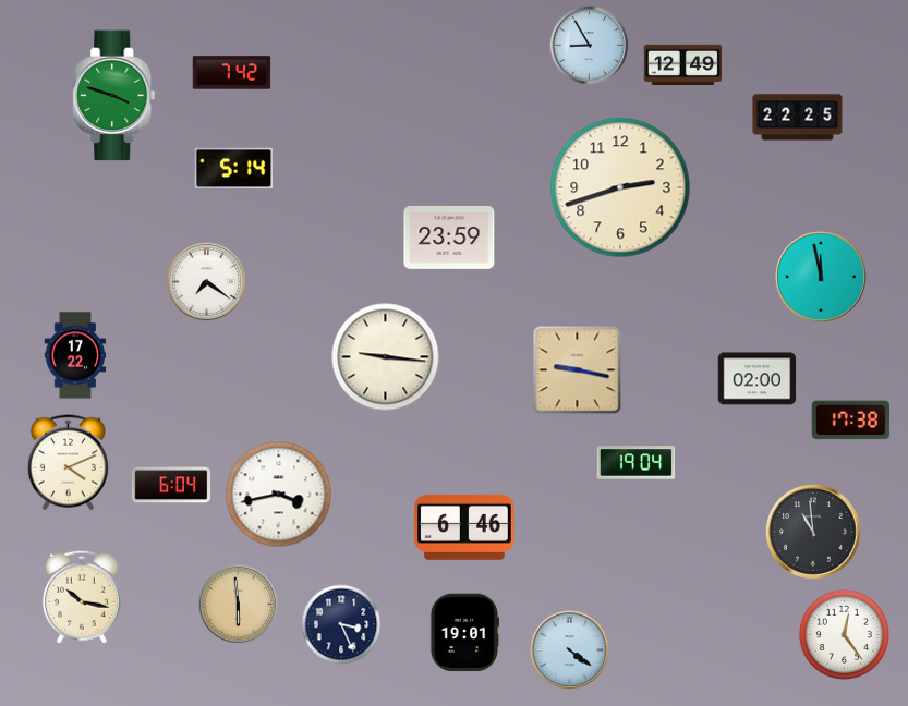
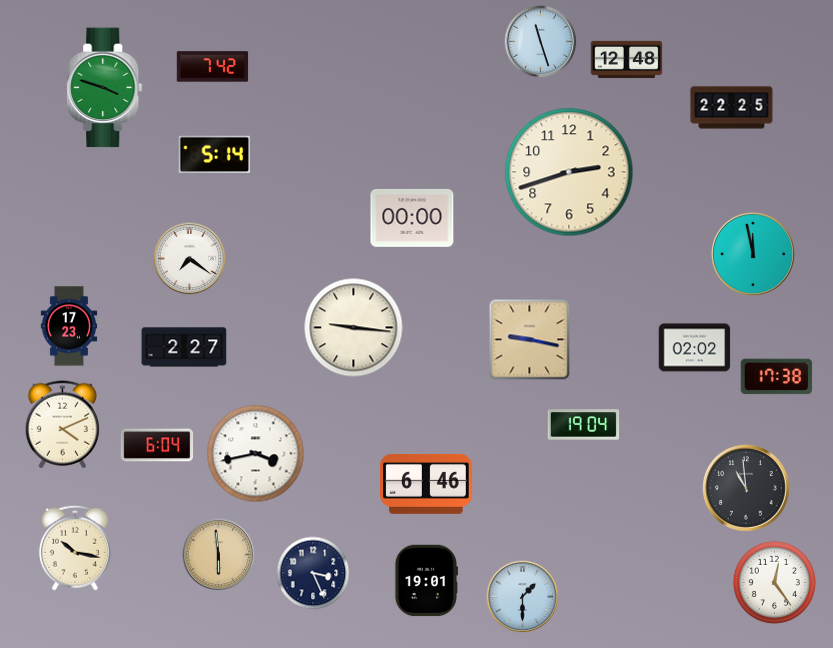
clock at (590, 46): 8:55 -> 11:27
clock at (683, 65): 12:49 -> 12:48
clock at (449, 238): 23:59 -> 00:00
clock at (75, 355): 17:22 -> 17:23
clock at (184, 347): none -> 2:27
clock at (758, 379): 02:00 -> 02:02
clock at (851, 421) position: (851, 421) -> (777, 377)
clock at (570, 650): 4:21 -> 1:30
